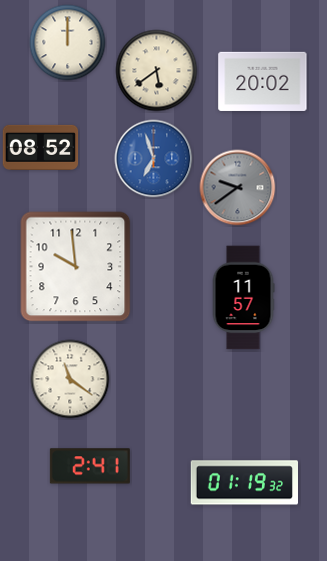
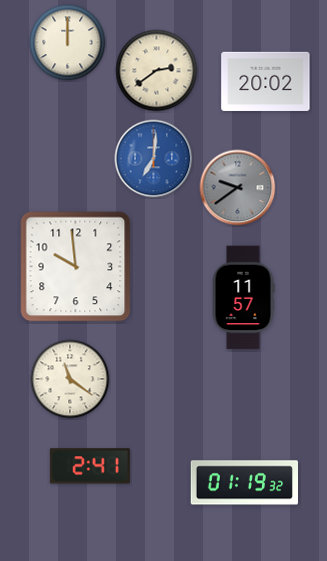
clock at (157, 71): 5:39 -> 2:39
clock at (263, 81) position: (263, 81) -> (266, 81)
clock at (41, 147): 08:52 -> none
clock at (154, 159): 6:57 -> 7:01
